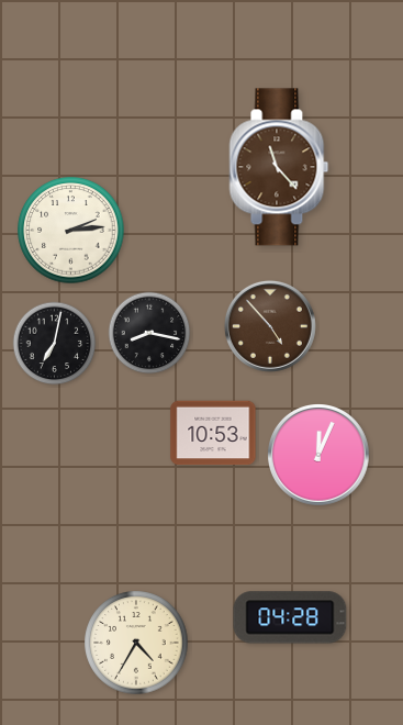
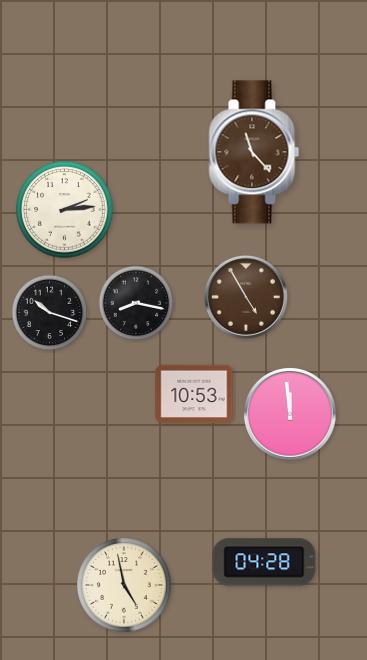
clock at (270, 326): 4:53 -> 4:55
clock at (55, 344): 7:02 -> 10:18
clock at (320, 456): 12:04 -> 11:59
clock at (136, 643): 4:35 -> 4:58
